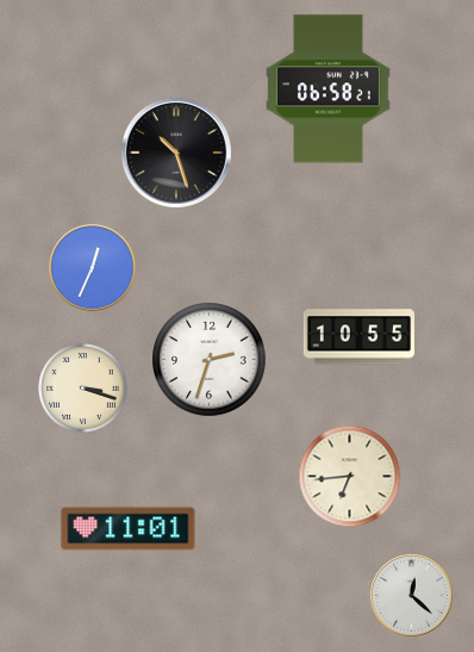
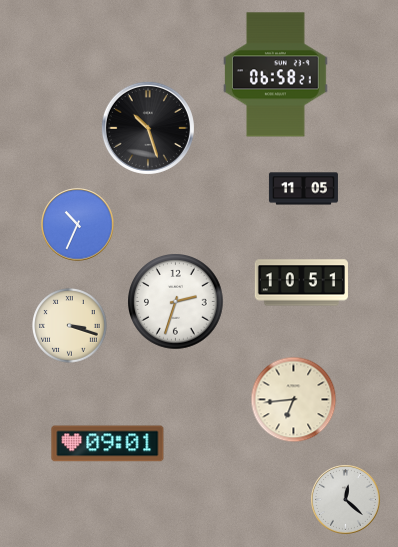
clock at (303, 189): none -> 11:05
clock at (93, 268): 12:34 -> 10:34
clock at (358, 337): 10:55 -> 10:51
clock at (129, 529): 11:01 -> 09:01
